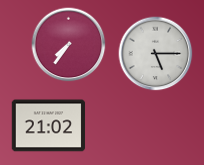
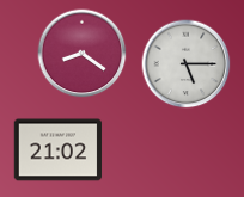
clock at (69, 45): 7:36 -> 8:21
